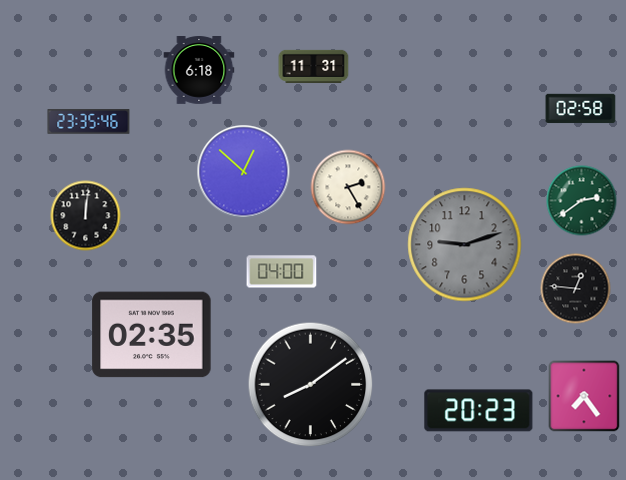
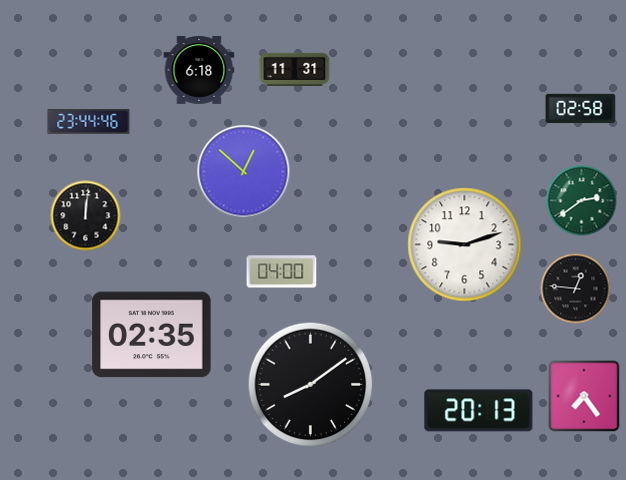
clock at (314, 66) position: (314, 66) -> (295, 69)
clock at (89, 122): 23:35 -> 23:44
clock at (348, 187): 2:25 -> none
clock at (465, 245) dial: grey -> white
clock at (479, 411): 20:23 -> 20:13
